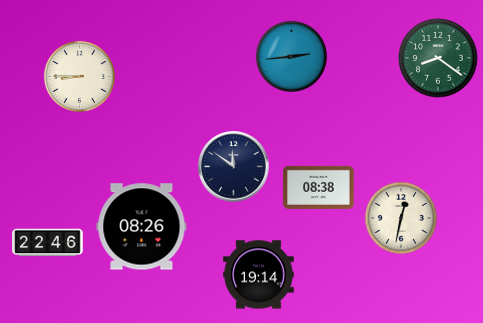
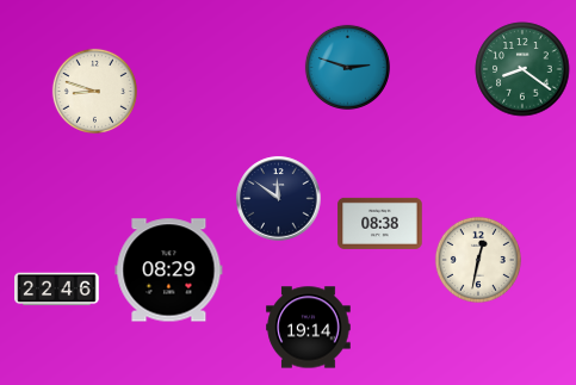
clock at (291, 56): 2:44 -> 2:48
clock at (79, 76): 8:45 -> 8:48
clock at (142, 227): 08:26 -> 08:29
